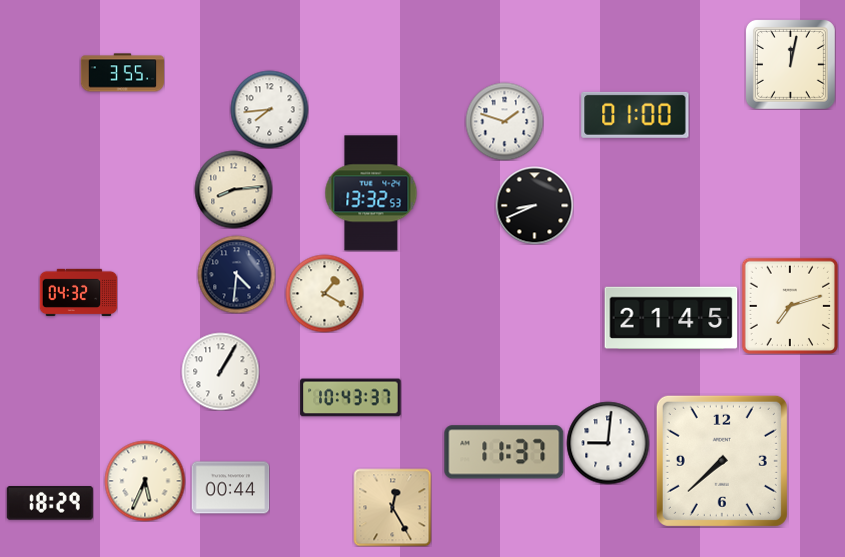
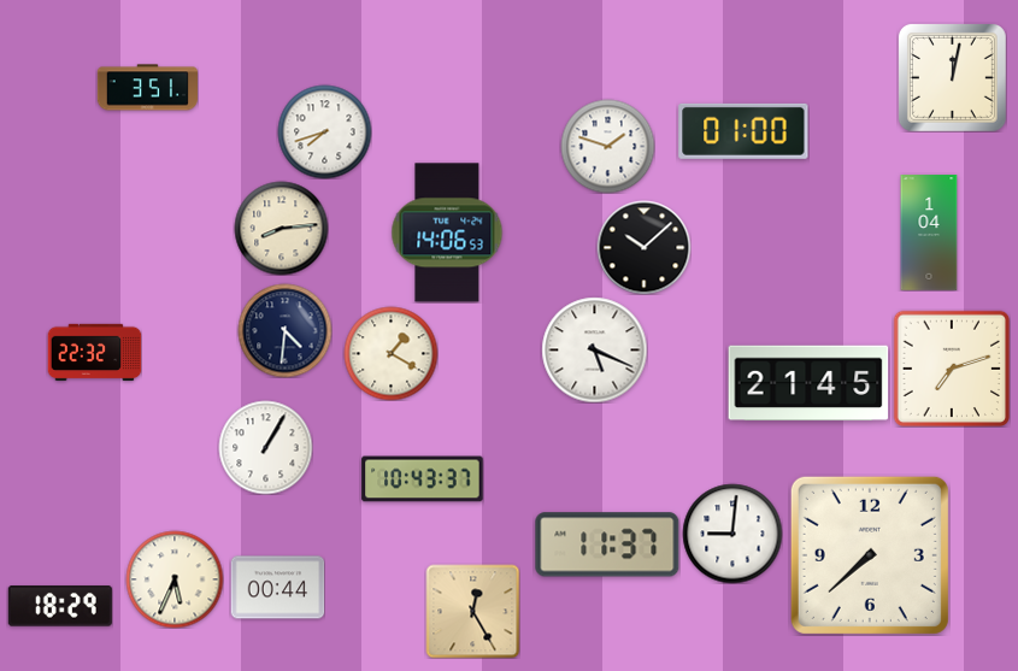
clock at (122, 73): 3:55 -> 3:51
clock at (269, 109): 7:44 -> 7:42
clock at (635, 115) position: (635, 115) -> (743, 131)
clock at (371, 193): 13:32 -> 14:06
clock at (929, 233): none -> 1:04
clock at (534, 205): 8:41 -> 10:08
clock at (594, 349): none -> 5:19
clock at (78, 293): 04:32 -> 22:32
